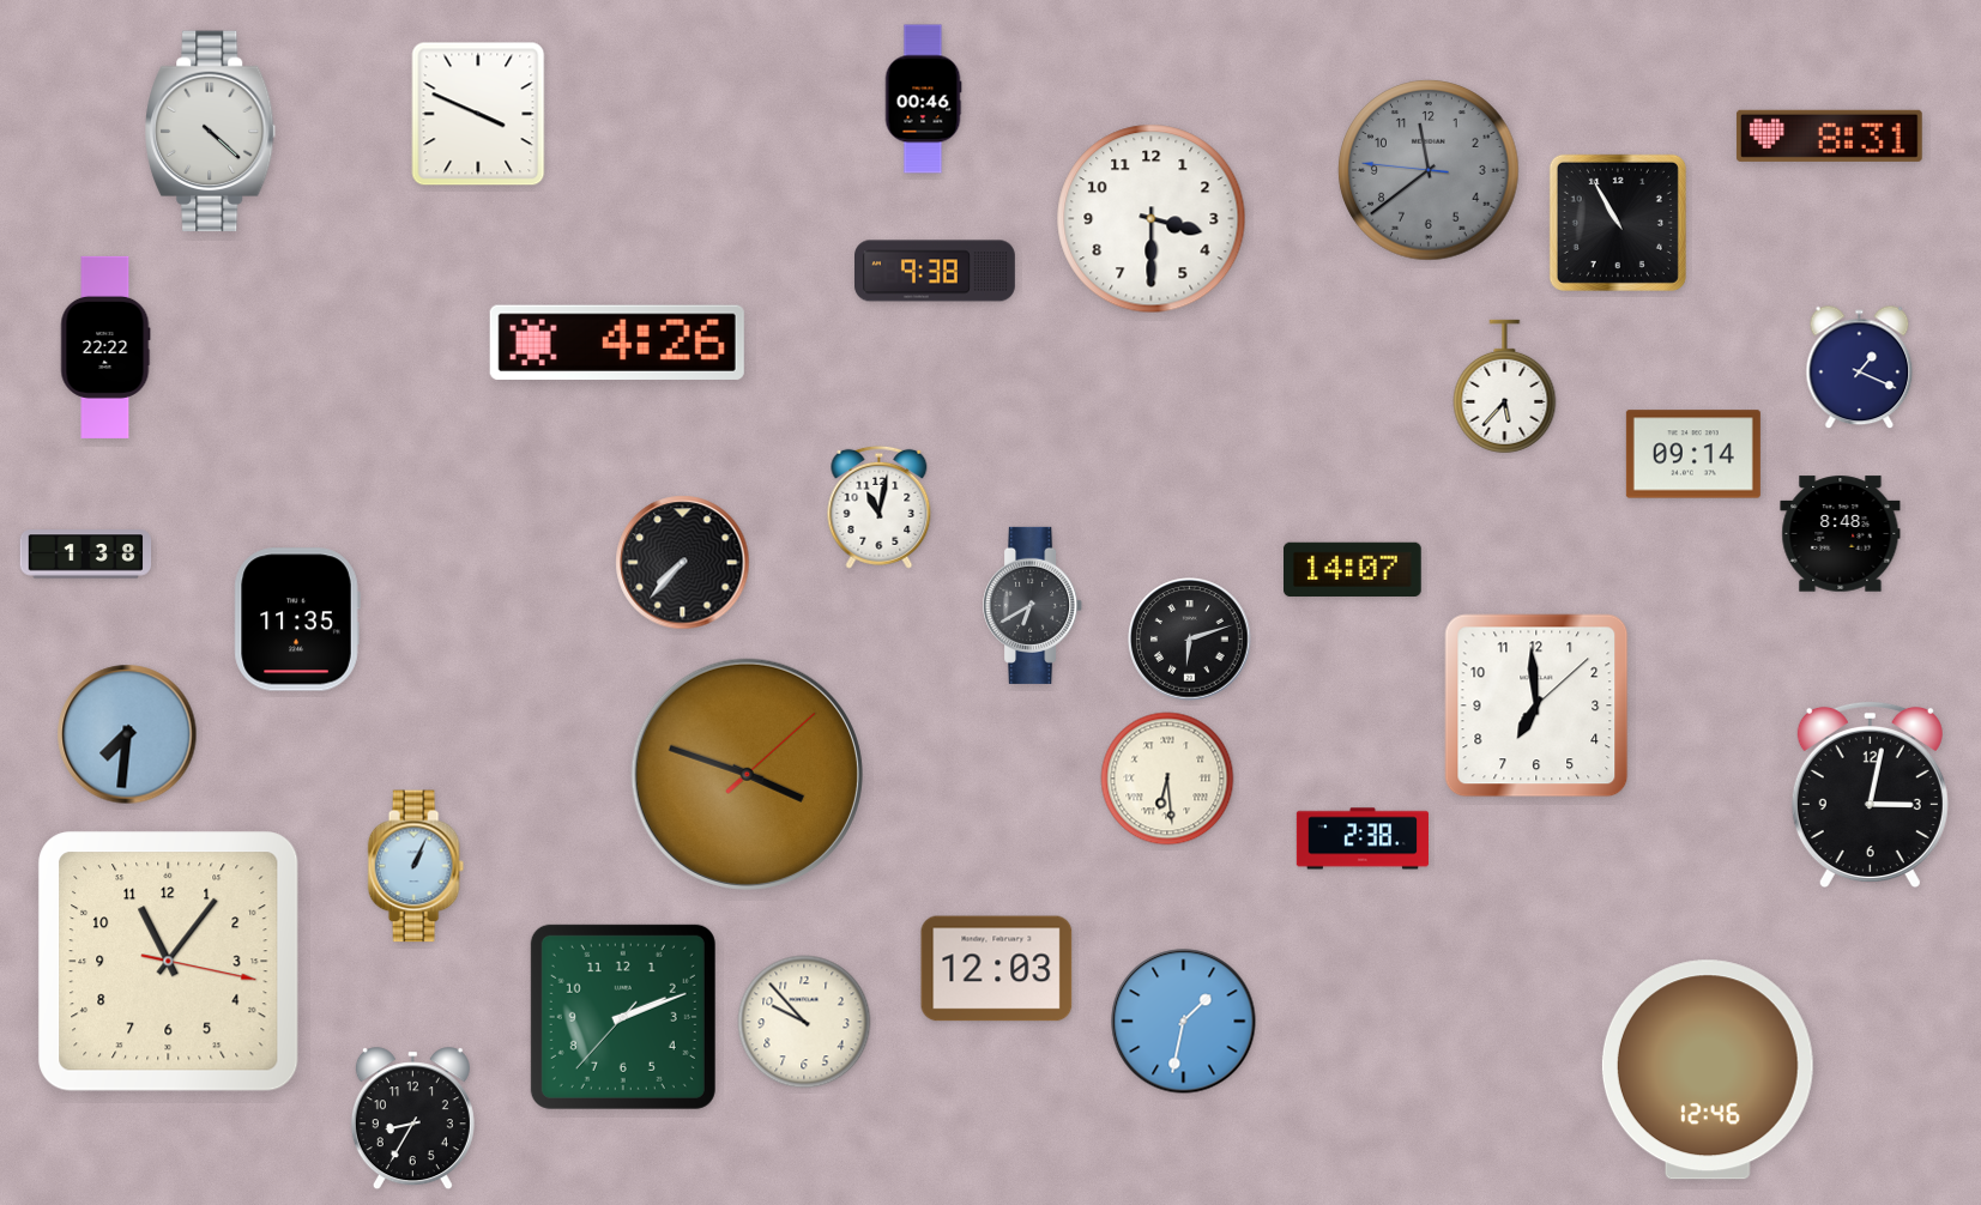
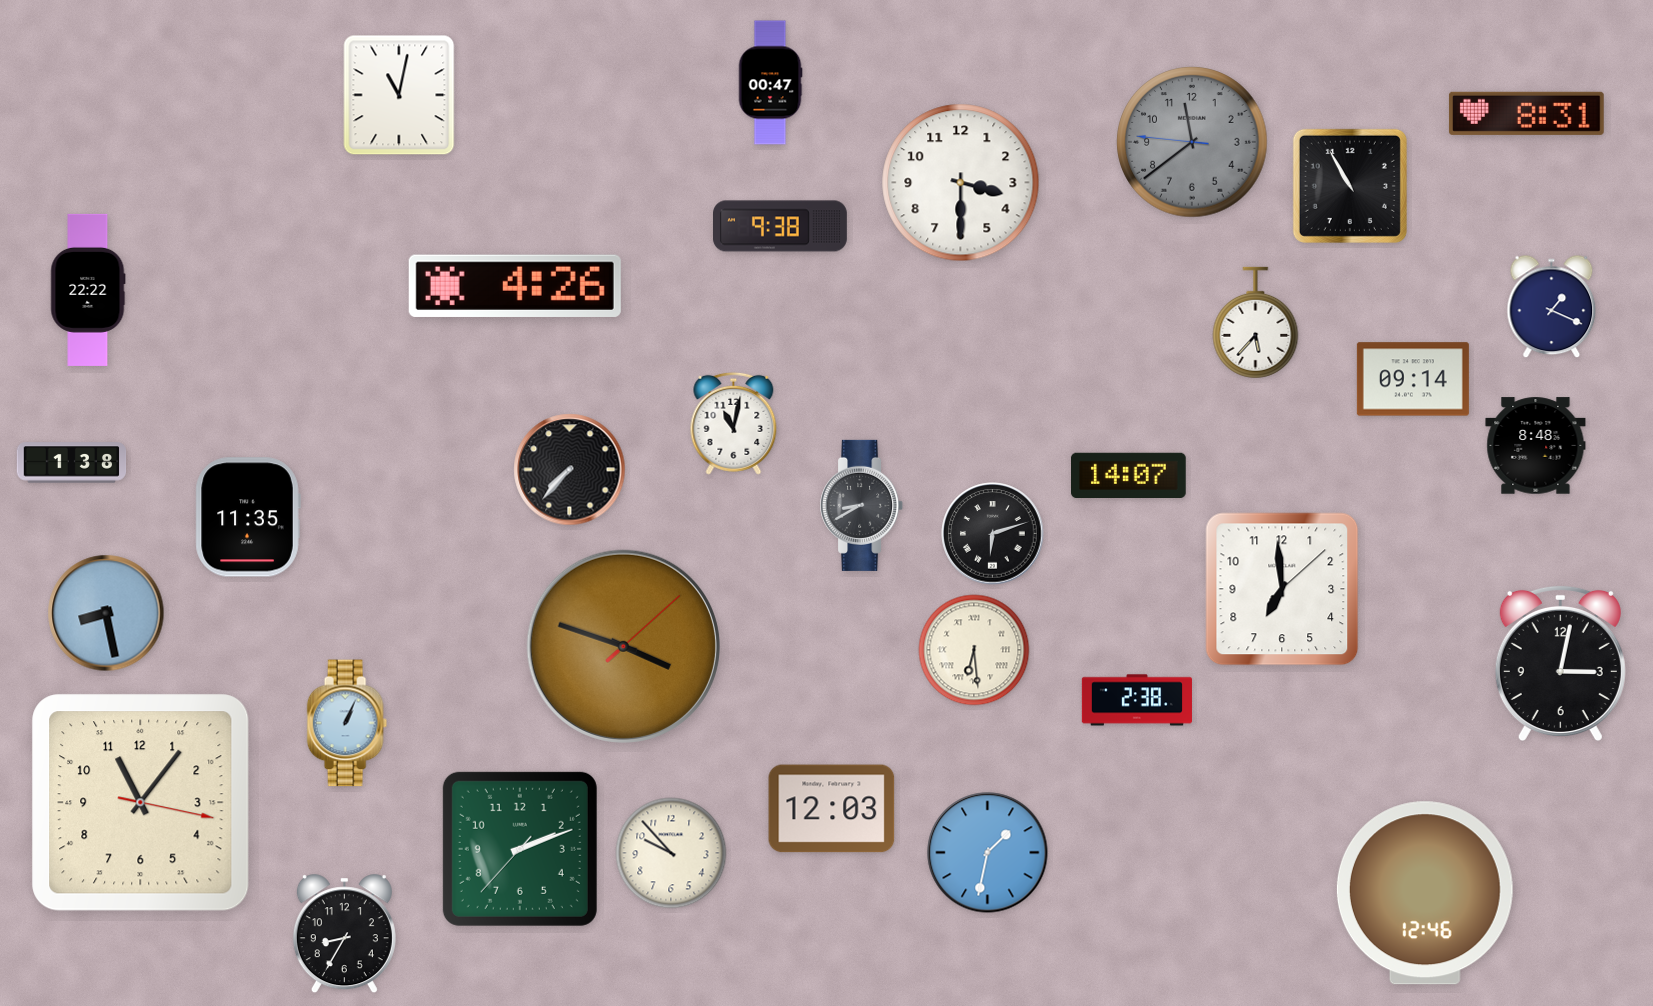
clock at (923, 99): 00:46 -> 00:47
clock at (478, 114): 3:49 -> 11:02
clock at (211, 132): 4:22 -> none
clock at (1033, 605): 6:40 -> 8:40
clock at (127, 734): 7:31 -> 8:28
